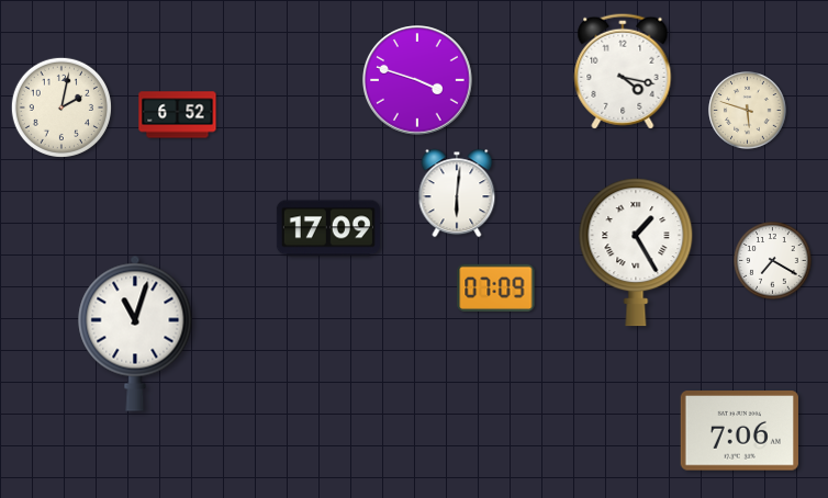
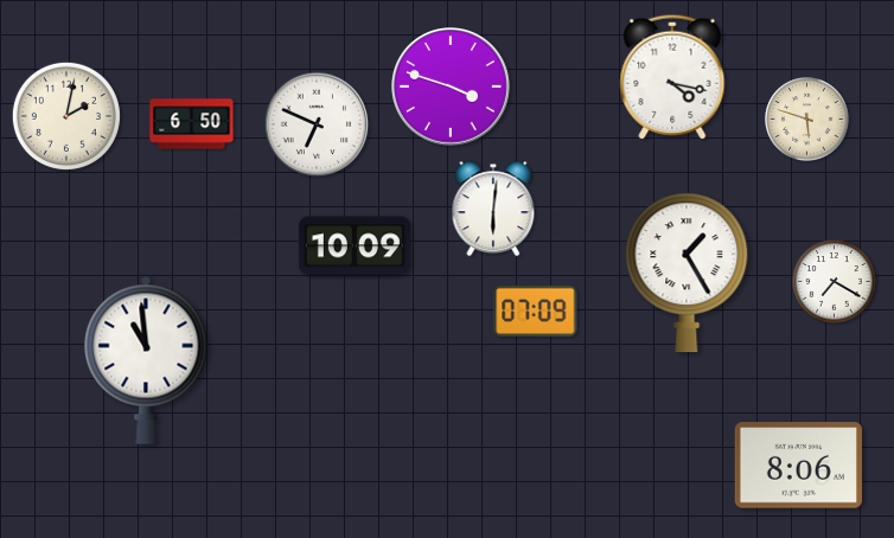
clock at (178, 115): 6:52 -> 6:50
clock at (317, 124): none -> 6:49
clock at (328, 228): 17:09 -> 10:09
clock at (135, 333): 11:03 -> 10:59
clock at (739, 431): 7:06 -> 8:06
